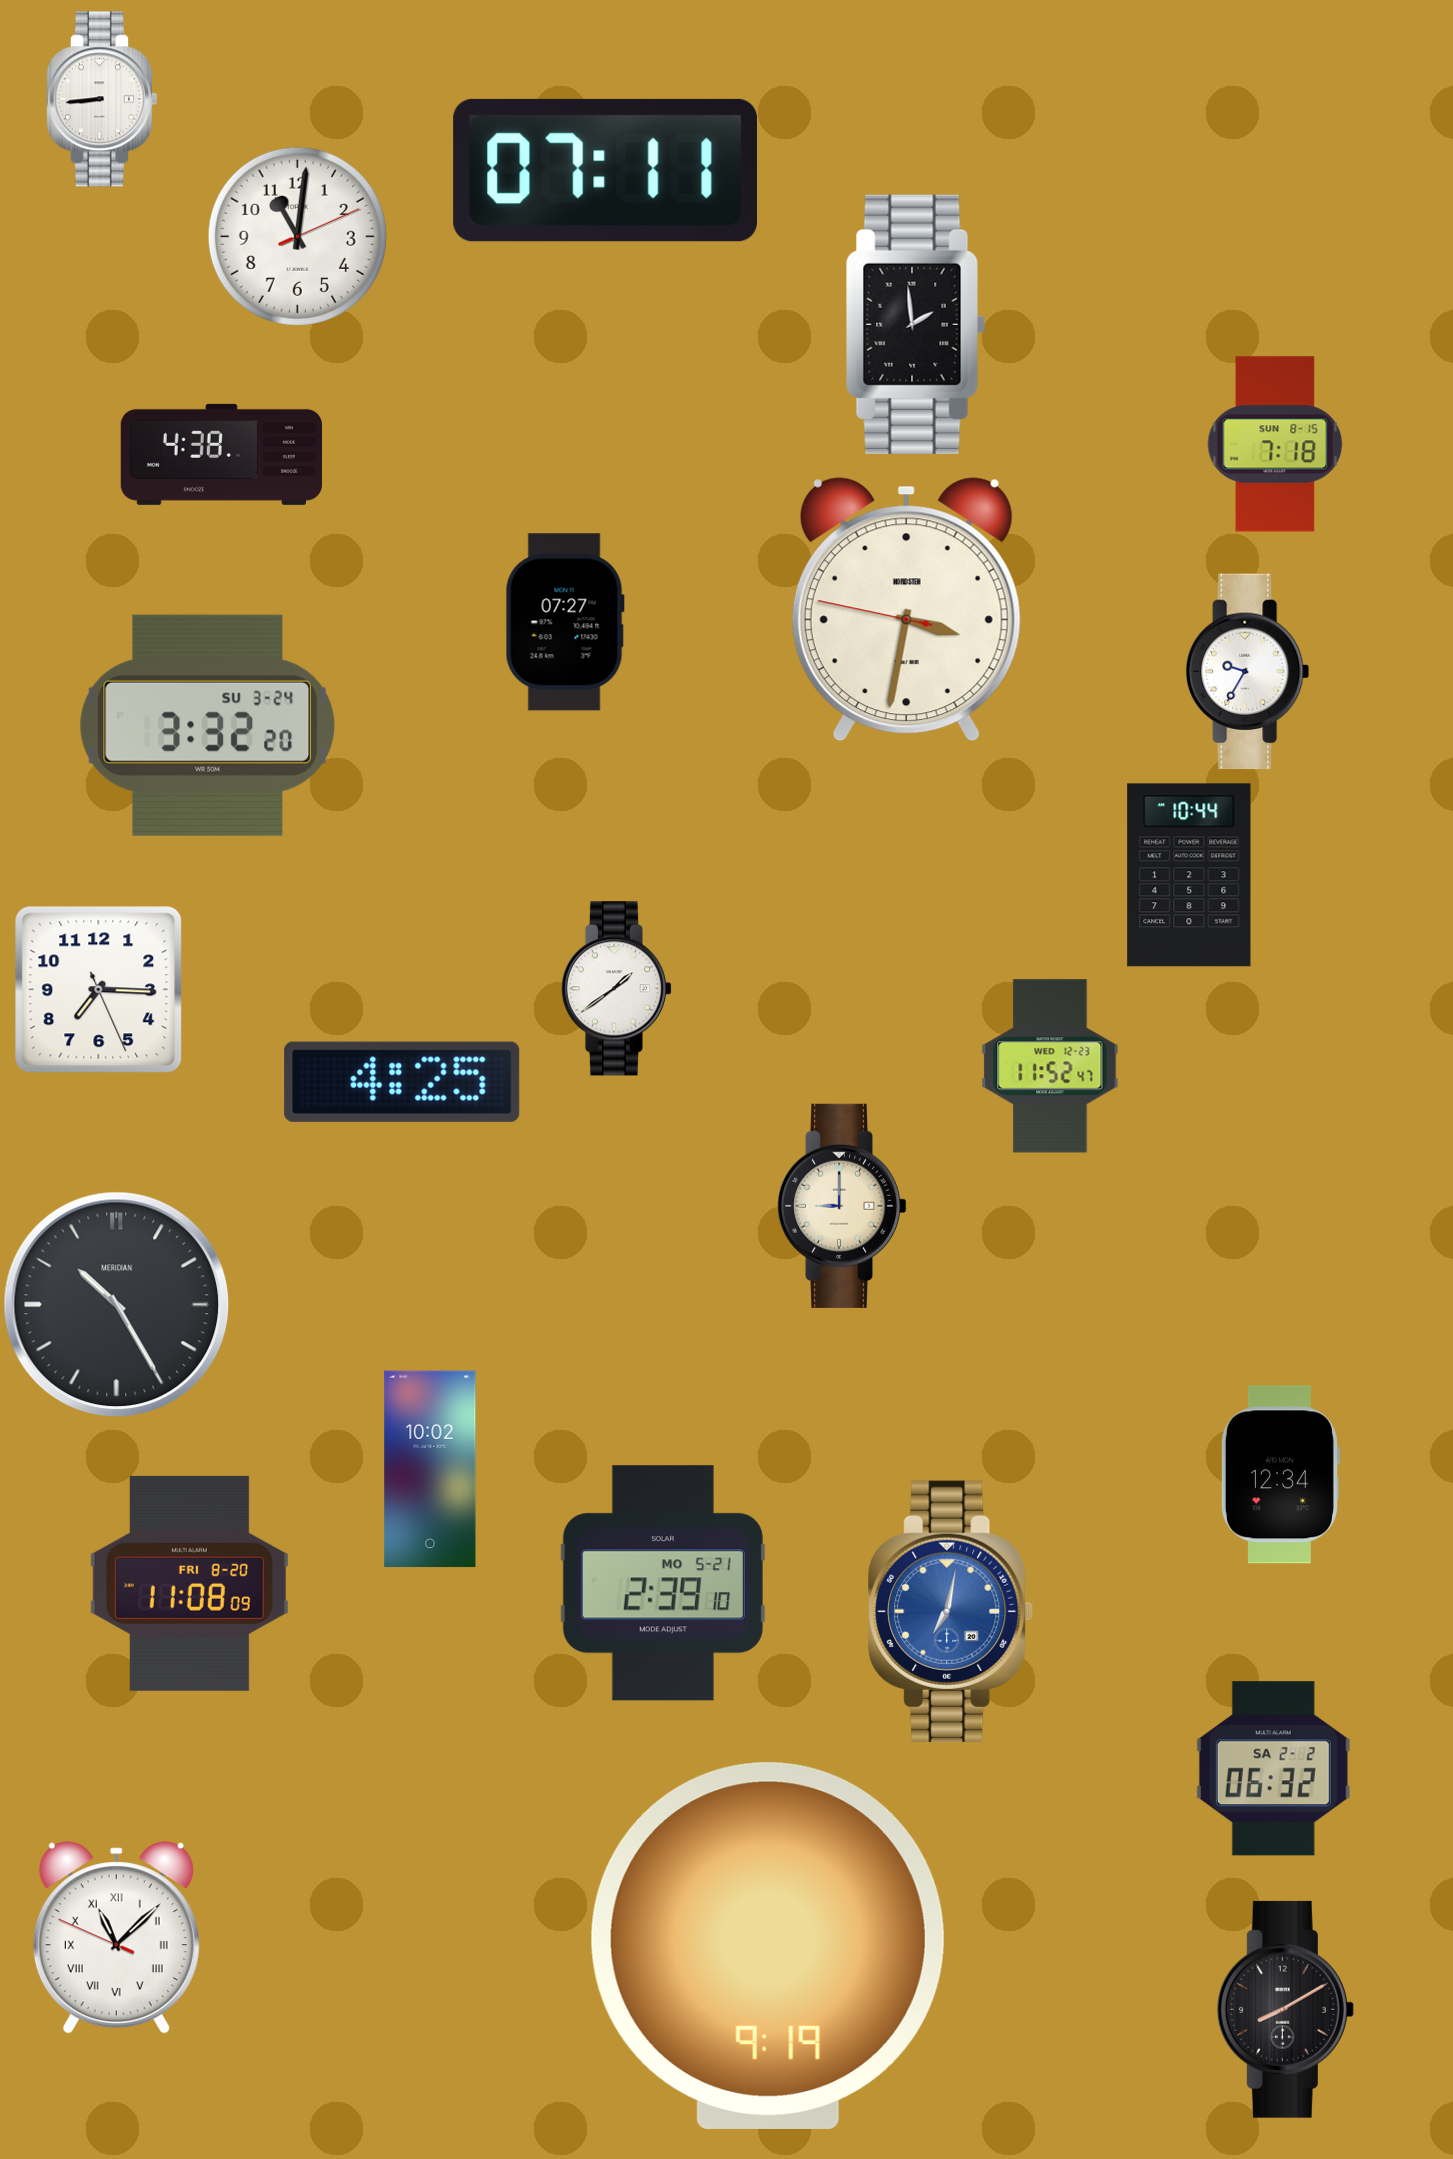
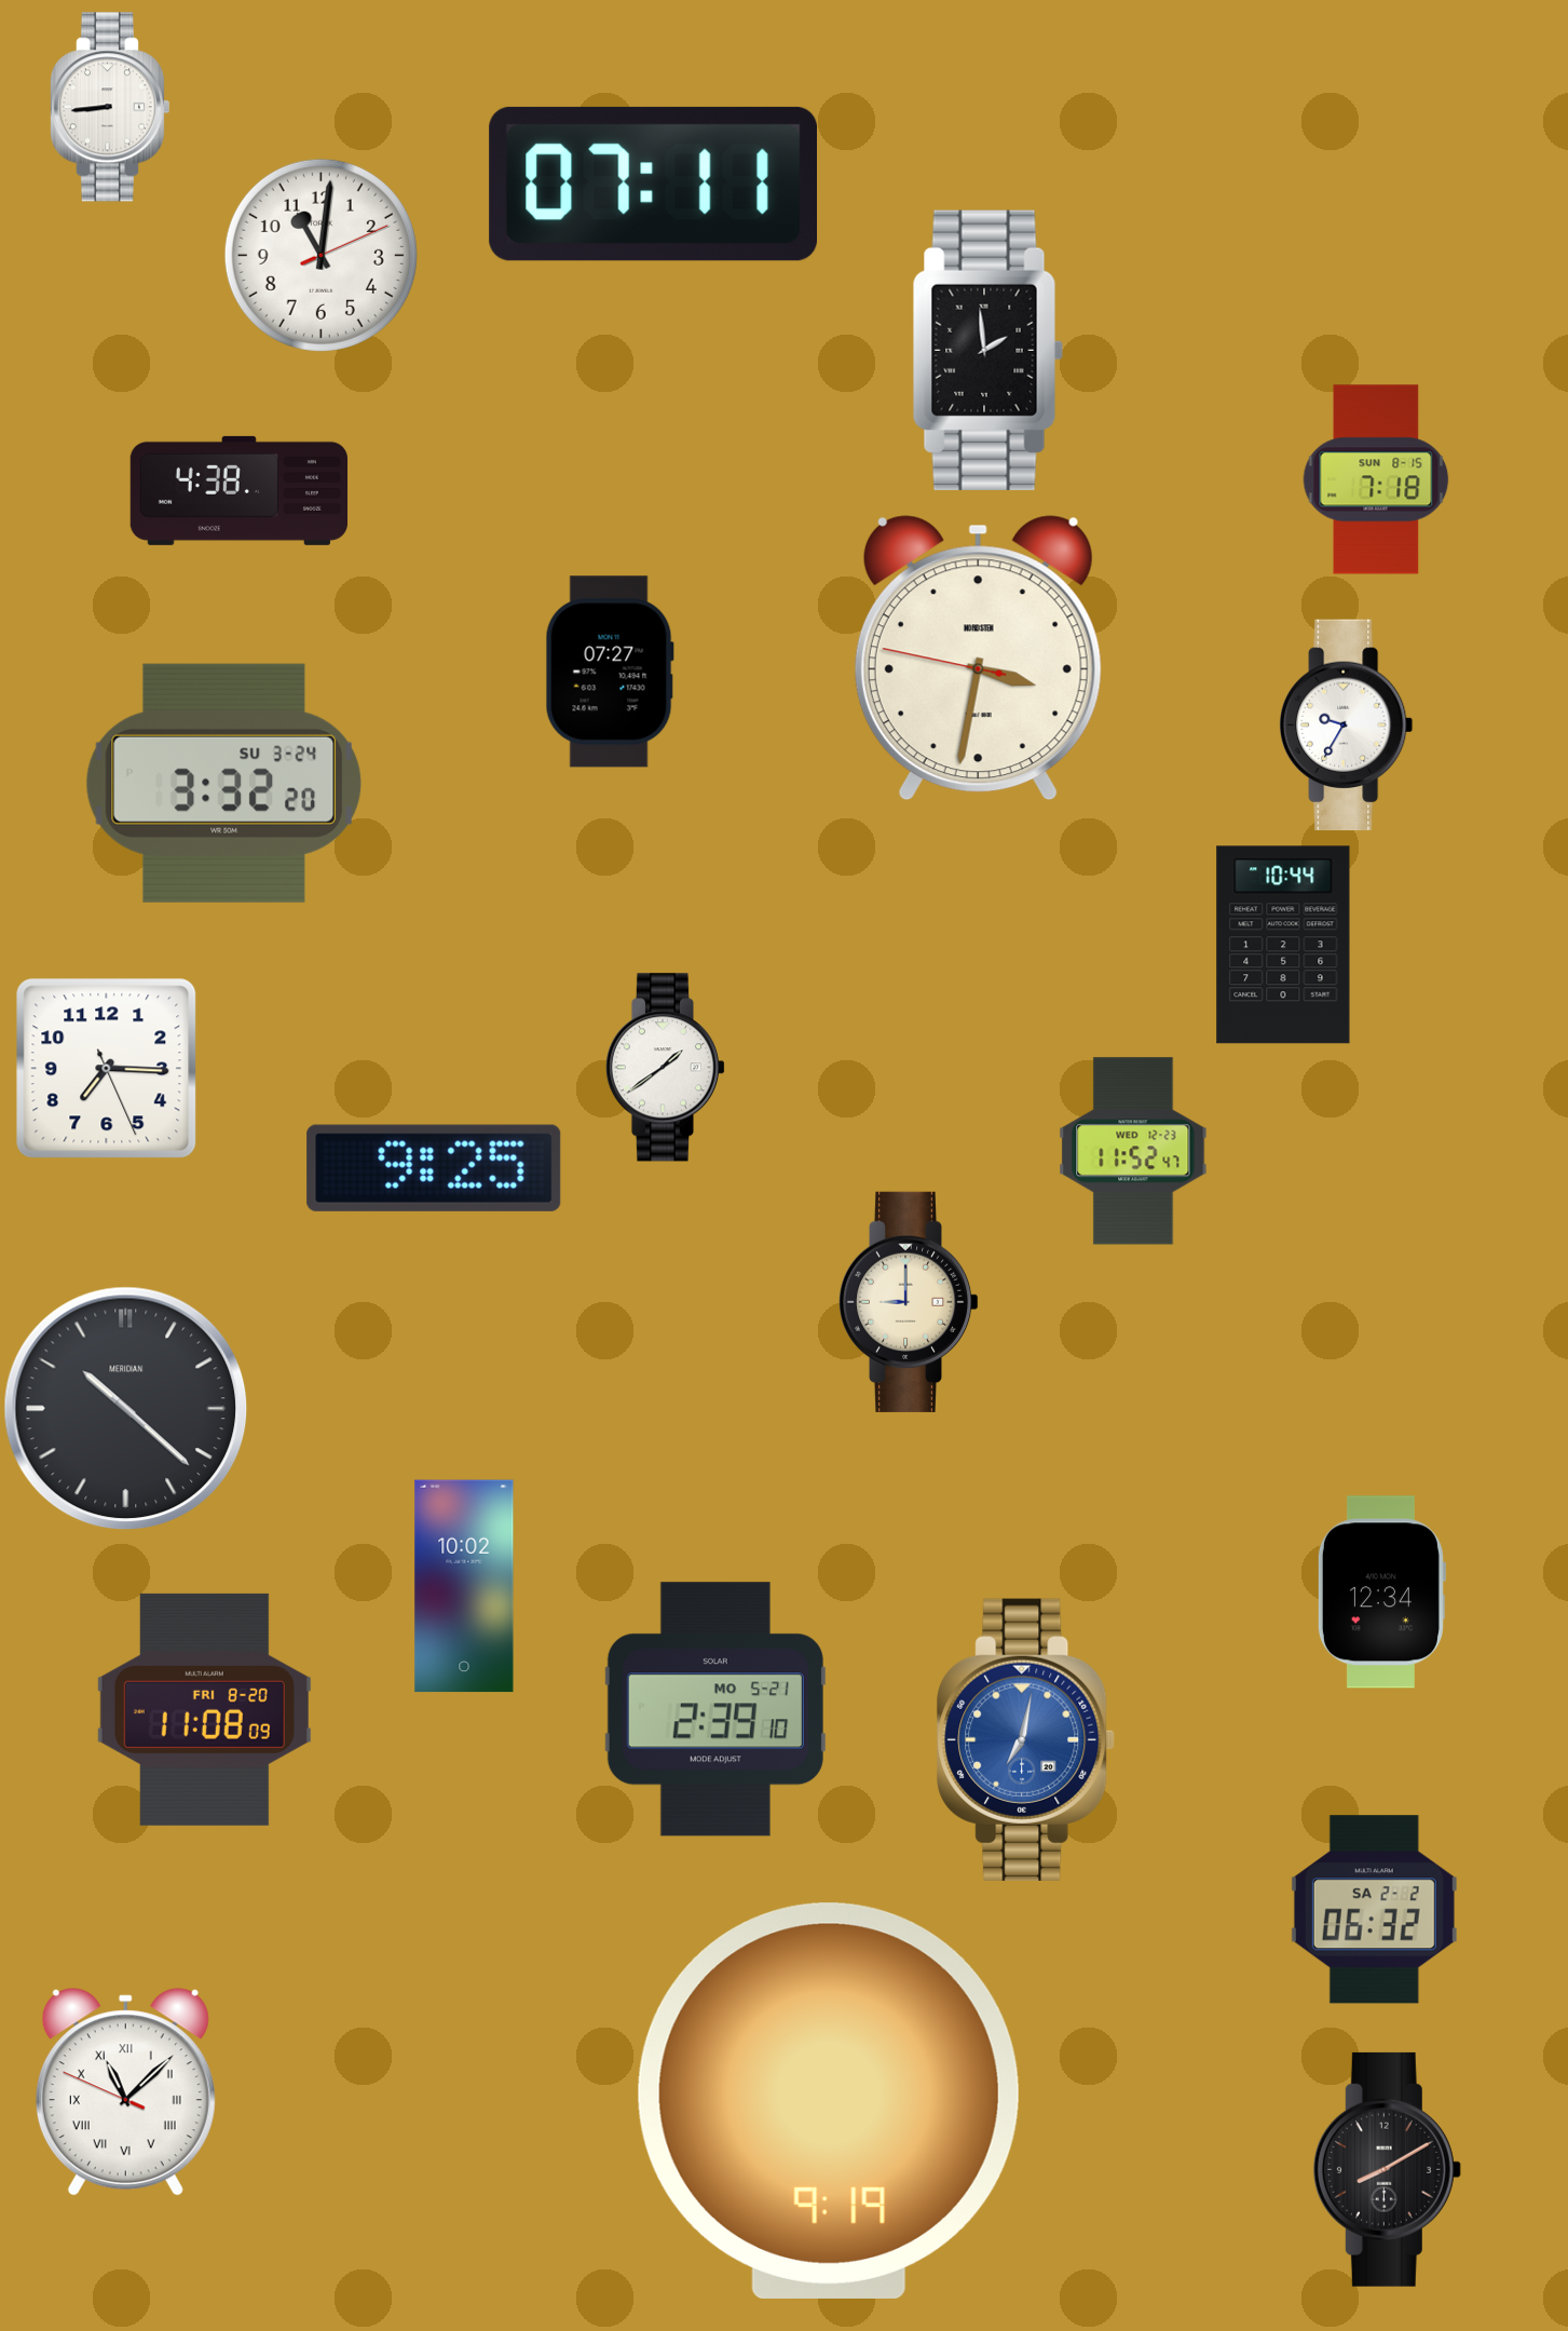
clock at (402, 1082): 4:25 -> 9:25
clock at (117, 1305): 10:25 -> 10:22
